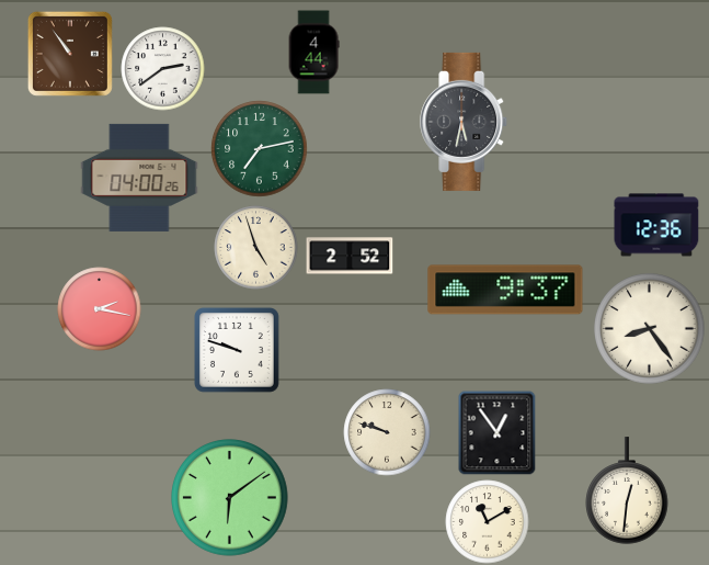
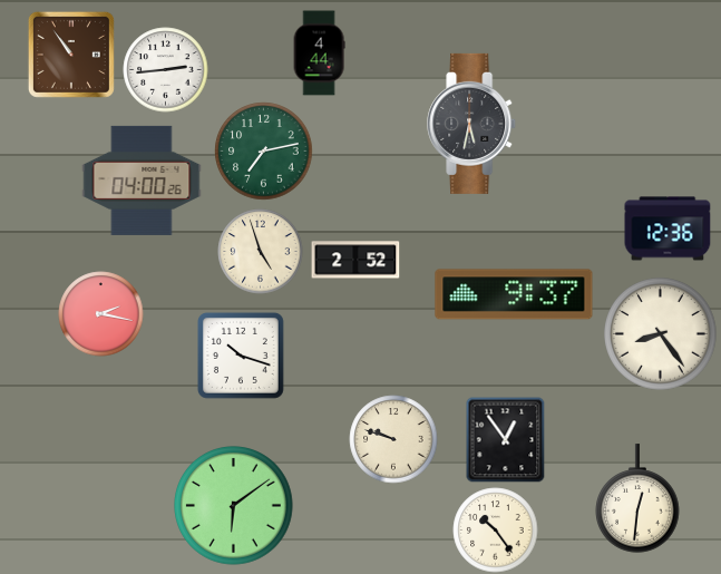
clock at (163, 69): 2:39 -> 2:44
clock at (237, 350): 9:48 -> 10:18
clock at (488, 522): 11:10 -> 10:24
